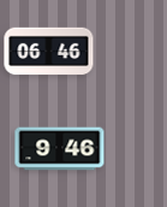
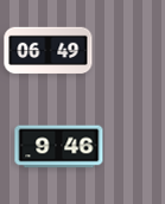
clock at (49, 52): 06:46 -> 06:49
